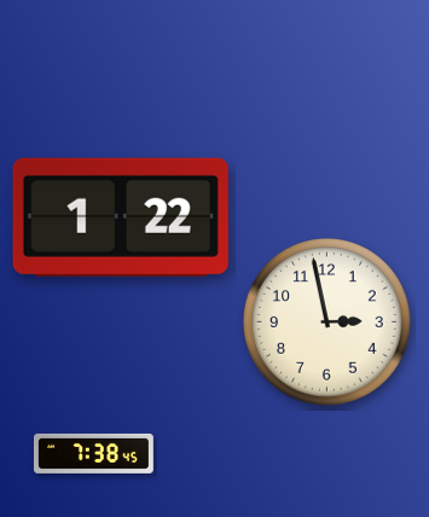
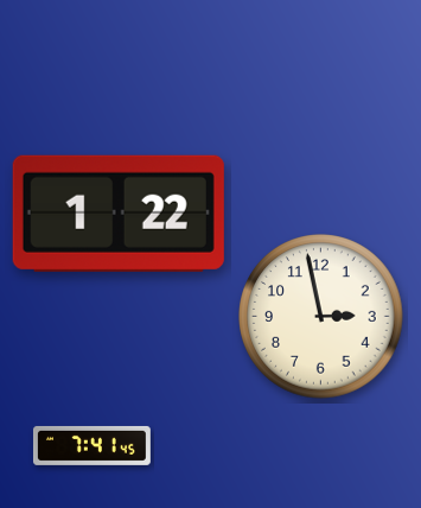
clock at (94, 453): 7:38 -> 7:41
